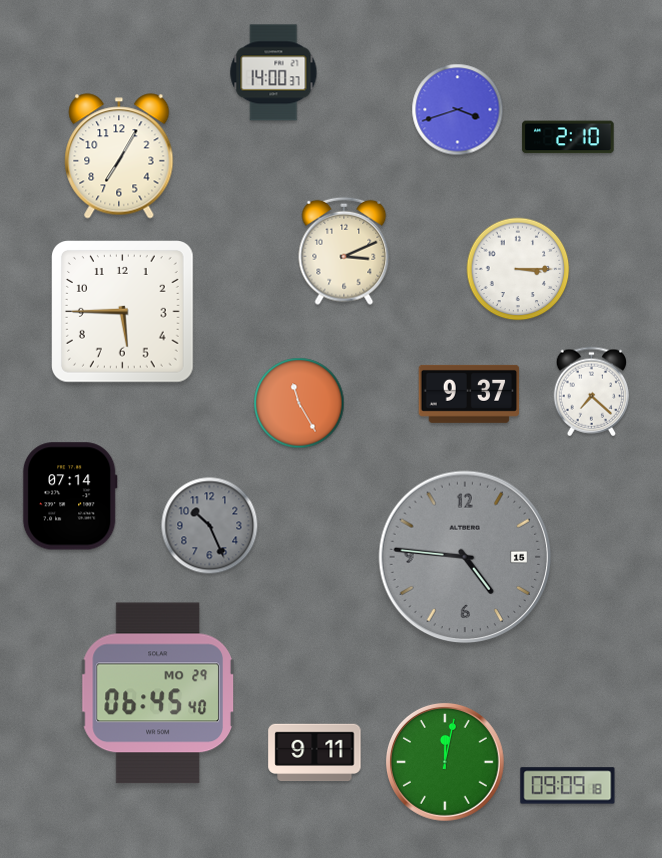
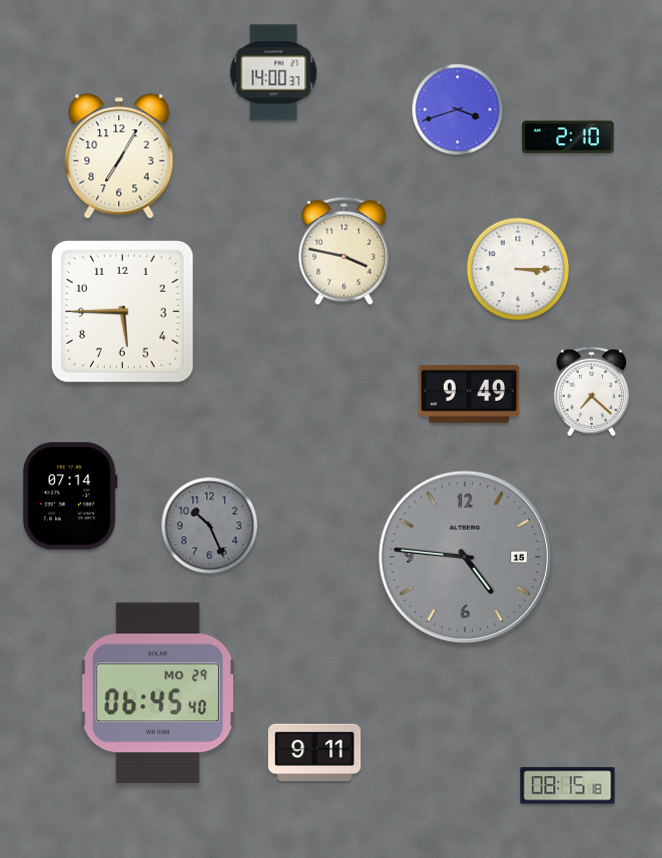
clock at (344, 251): 3:11 -> 3:47
clock at (469, 394): 9:37 -> 9:49
clock at (299, 403): 11:25 -> none
clock at (445, 762): 12:02 -> none
clock at (568, 786): 09:09 -> 08:15
